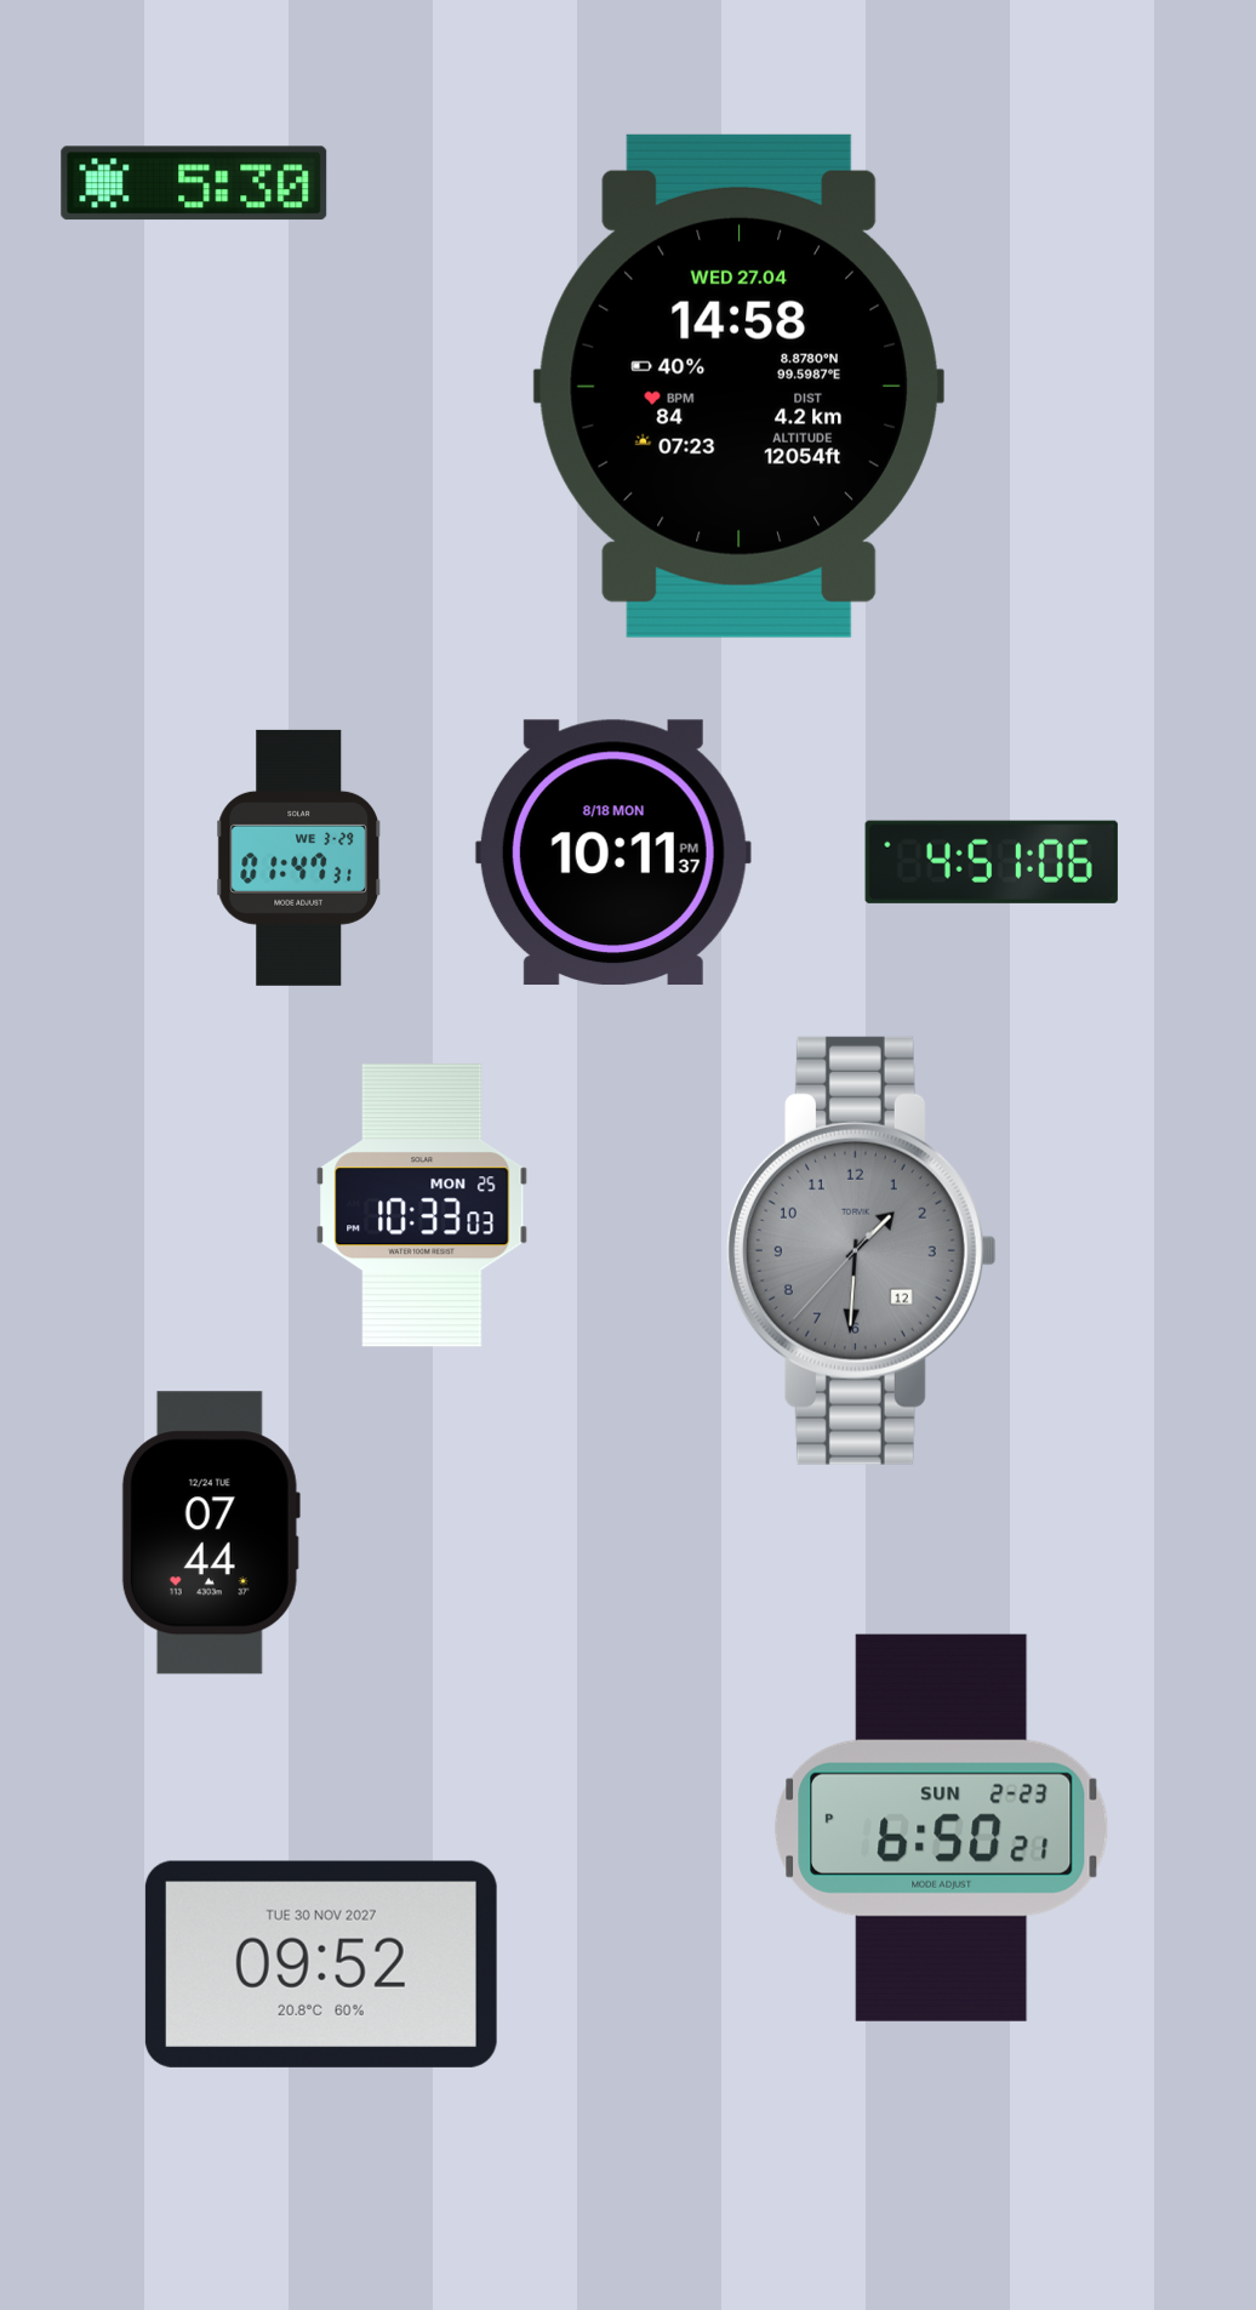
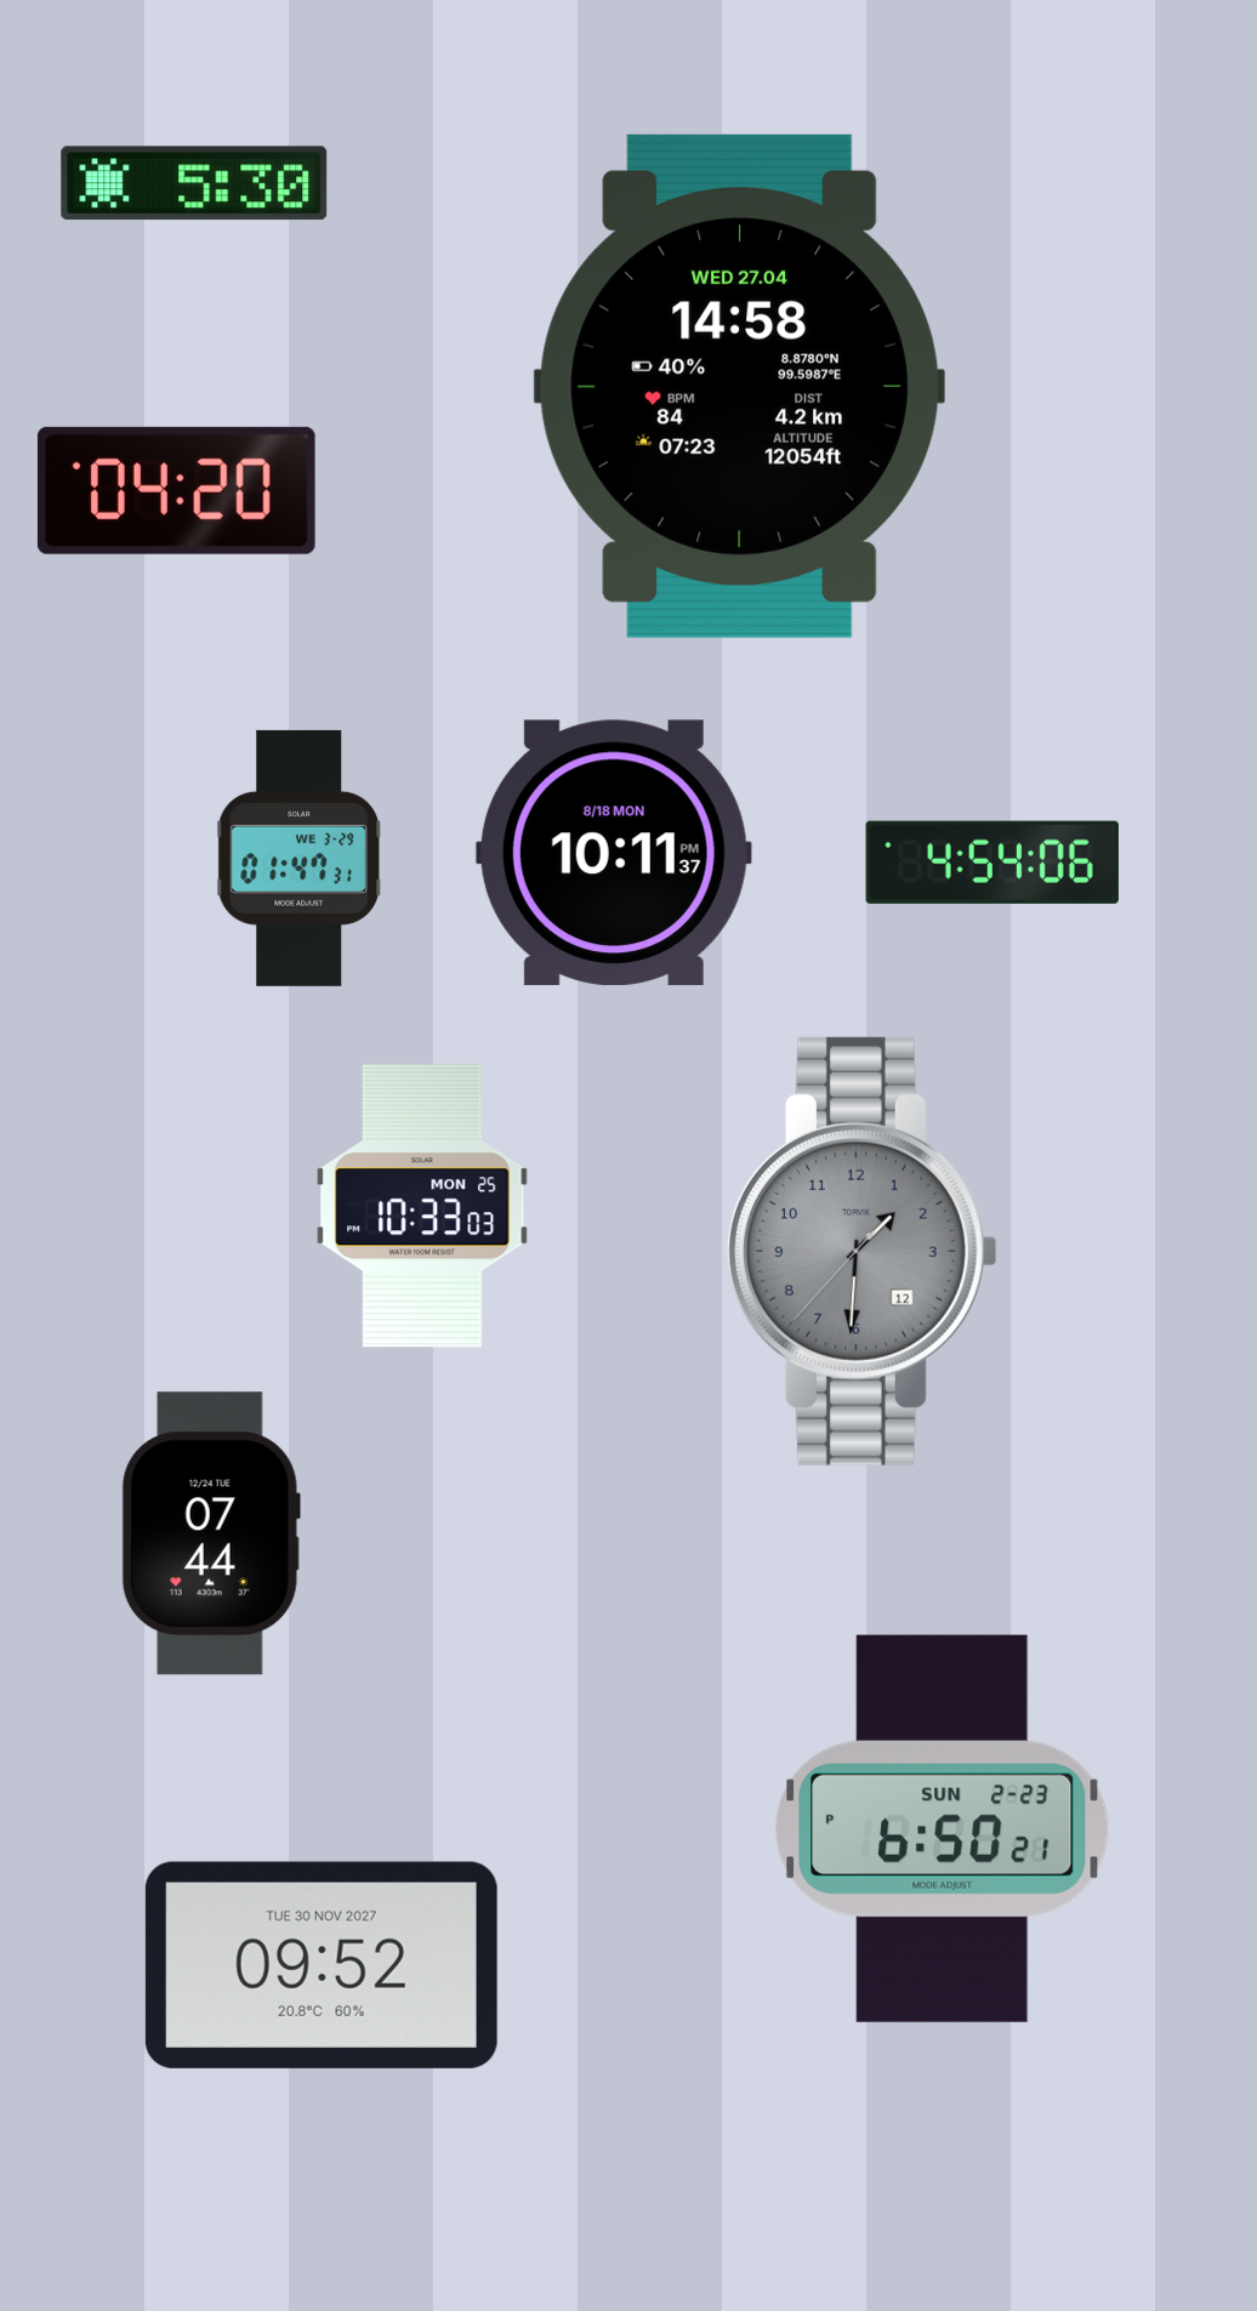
clock at (176, 490): none -> 04:20
clock at (992, 862): 4:51 -> 4:54
